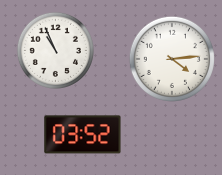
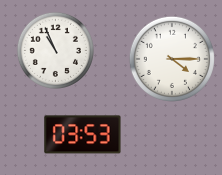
clock at (172, 59): 4:14 -> 4:15
clock at (83, 135): 03:52 -> 03:53
